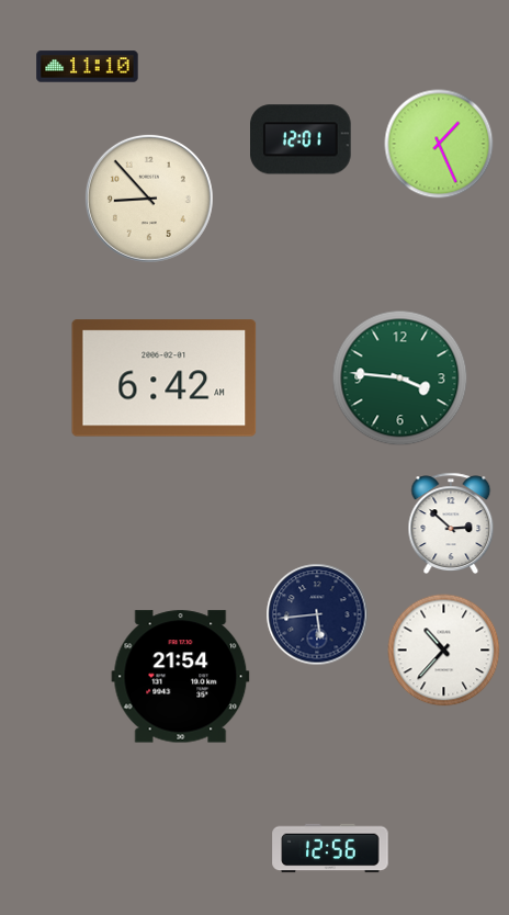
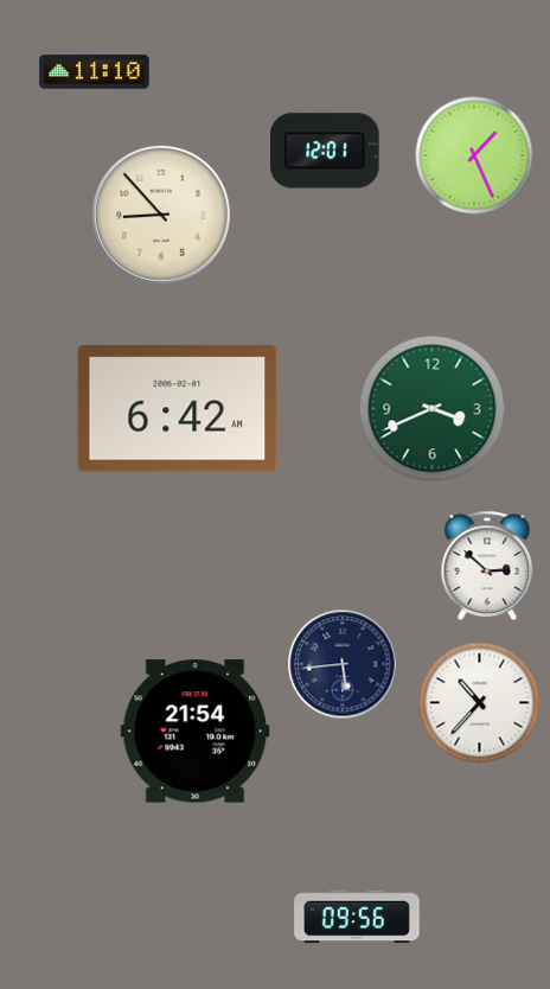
clock at (400, 379): 3:46 -> 3:41
clock at (330, 848): 12:56 -> 09:56
